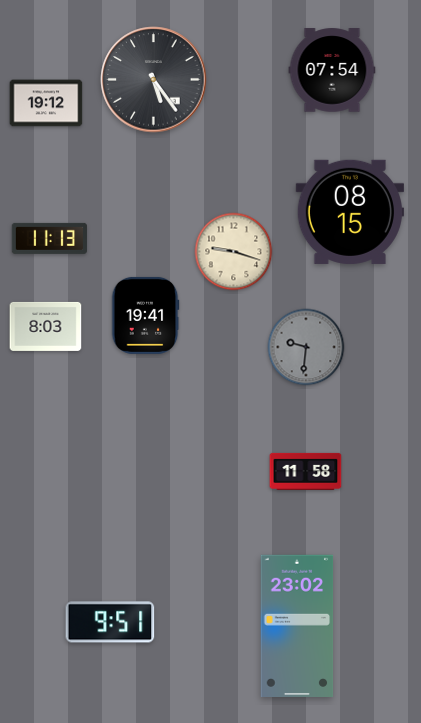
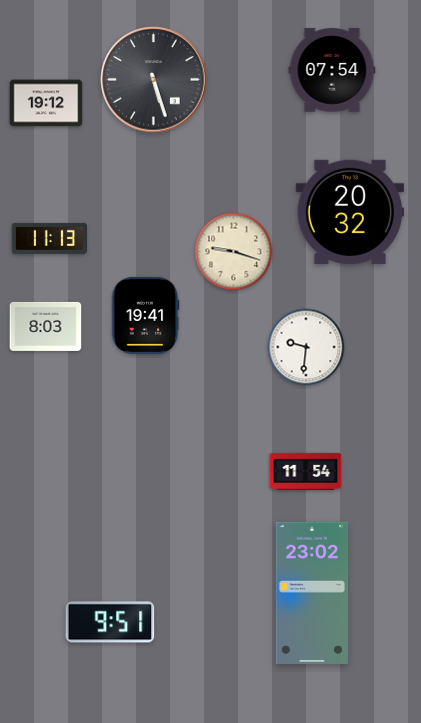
clock at (154, 80): 5:24 -> 5:27
clock at (349, 212): 08:15 -> 20:32
clock at (306, 347) dial: grey -> white
clock at (306, 471): 11:58 -> 11:54
clock at (297, 625) position: (297, 625) -> (312, 592)
